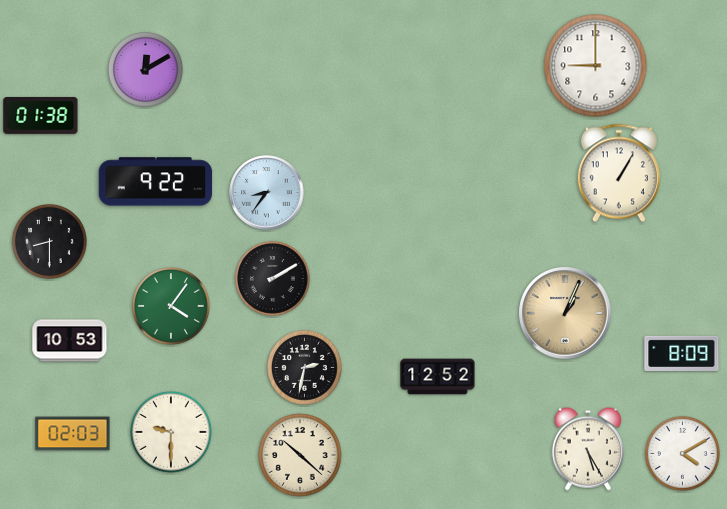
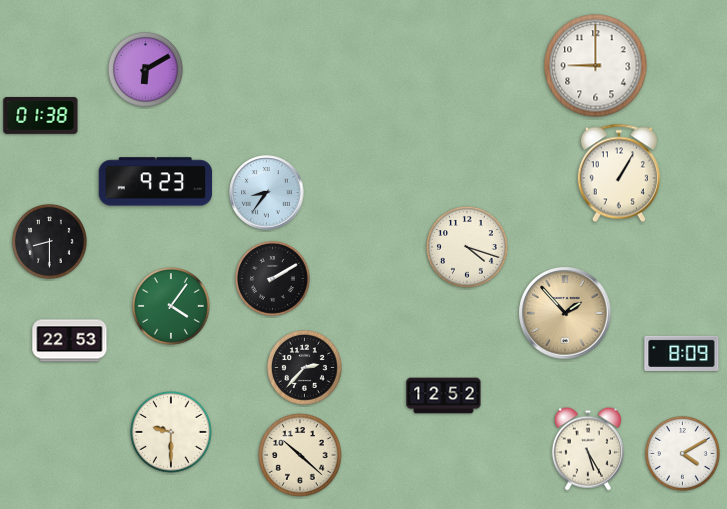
clock at (145, 69): 12:10 -> 6:10
clock at (156, 182): 9:22 -> 9:23
clock at (468, 248): none -> 4:18
clock at (565, 313): 1:04 -> 1:53
clock at (70, 341): 10:53 -> 22:53
clock at (304, 367): 2:32 -> 2:37
clock at (438, 377) position: (438, 377) -> (444, 396)
clock at (73, 434): 02:03 -> none
